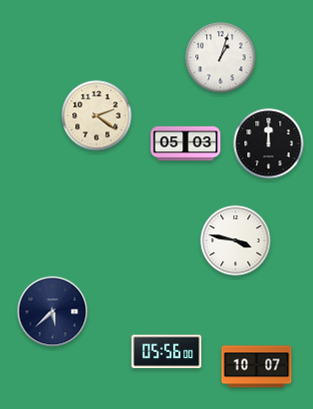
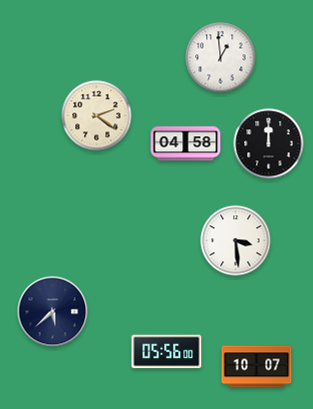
clock at (221, 58): 1:03 -> 12:59
clock at (186, 144): 05:03 -> 04:58
clock at (236, 241): 3:47 -> 3:29
